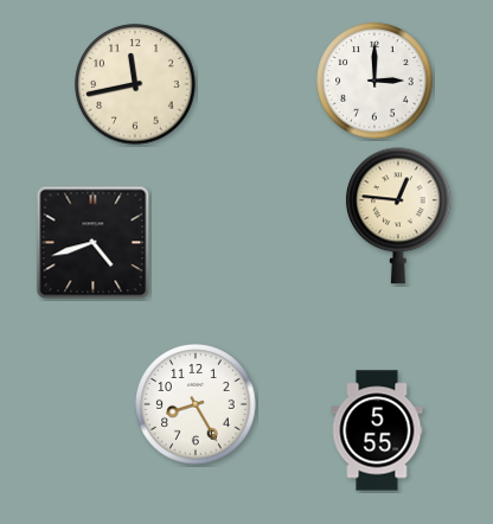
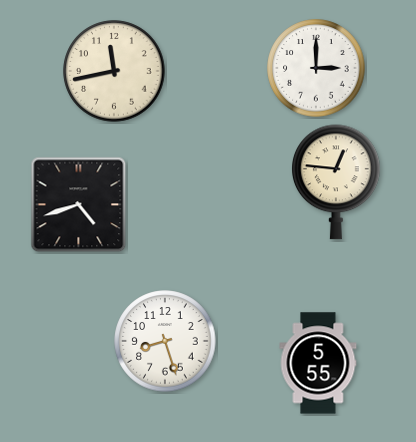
clock at (196, 404): 8:25 -> 8:27
